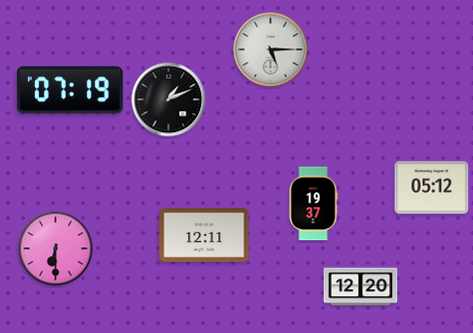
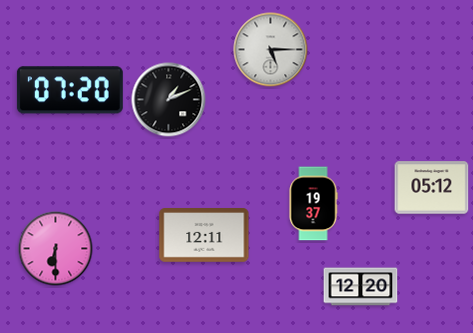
clock at (70, 90): 07:19 -> 07:20
